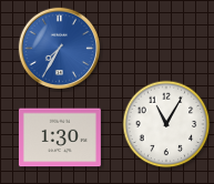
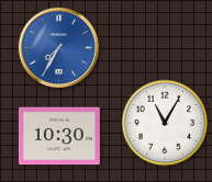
clock at (60, 137): 1:30 -> 10:30
